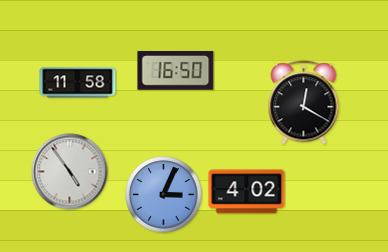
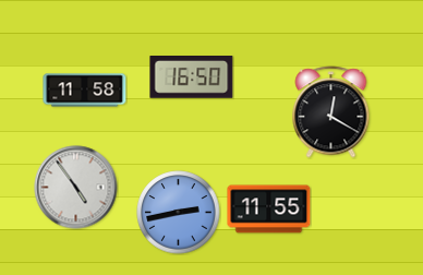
clock at (247, 192): 4:02 -> 11:55
clock at (164, 195): 3:04 -> 2:43
